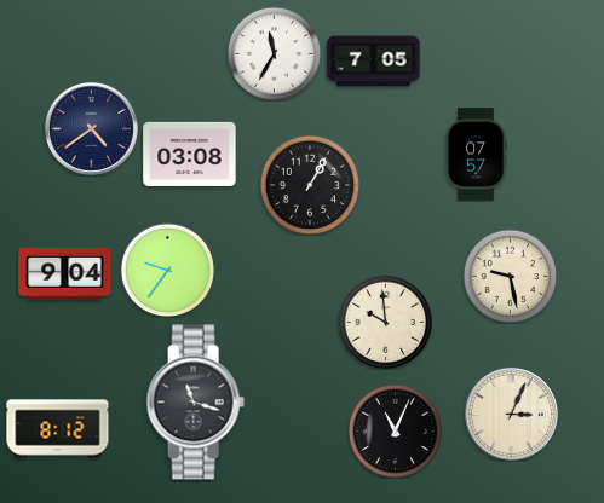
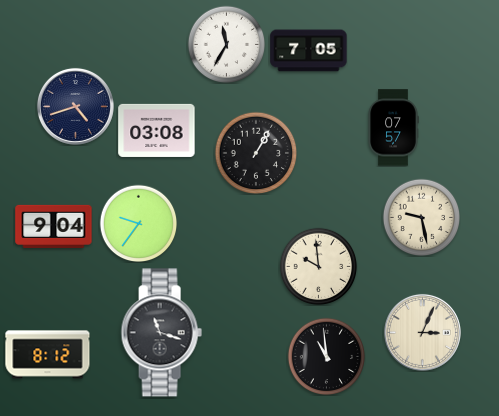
clock at (91, 128): 4:39 -> 4:42
clock at (190, 154) position: (190, 154) -> (157, 130)
clock at (510, 276) position: (510, 276) -> (421, 217)
clock at (511, 414) position: (511, 414) -> (422, 332)
clock at (395, 430): 11:04 -> 10:59
